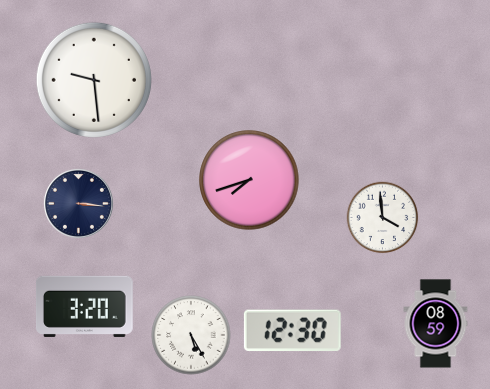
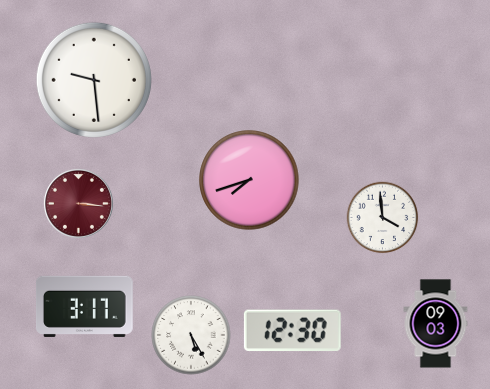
clock at (78, 203) dial: navy -> burgundy
clock at (85, 306): 3:20 -> 3:17
clock at (436, 324): 08:59 -> 09:03
